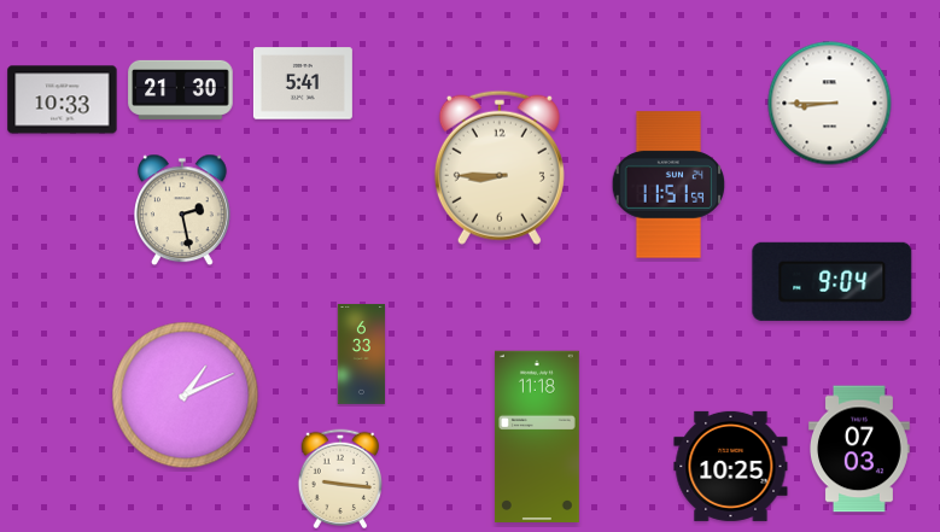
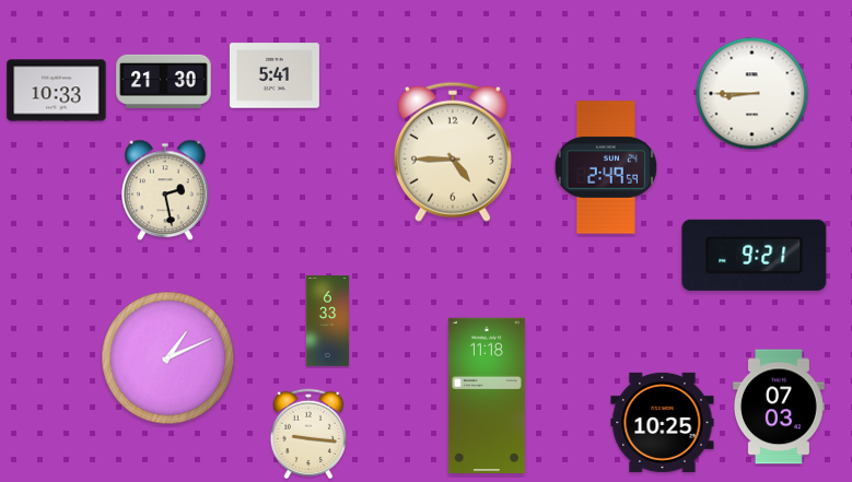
clock at (500, 168): 8:45 -> 4:45
clock at (668, 185): 11:51 -> 2:49
clock at (833, 281): 9:04 -> 9:21
